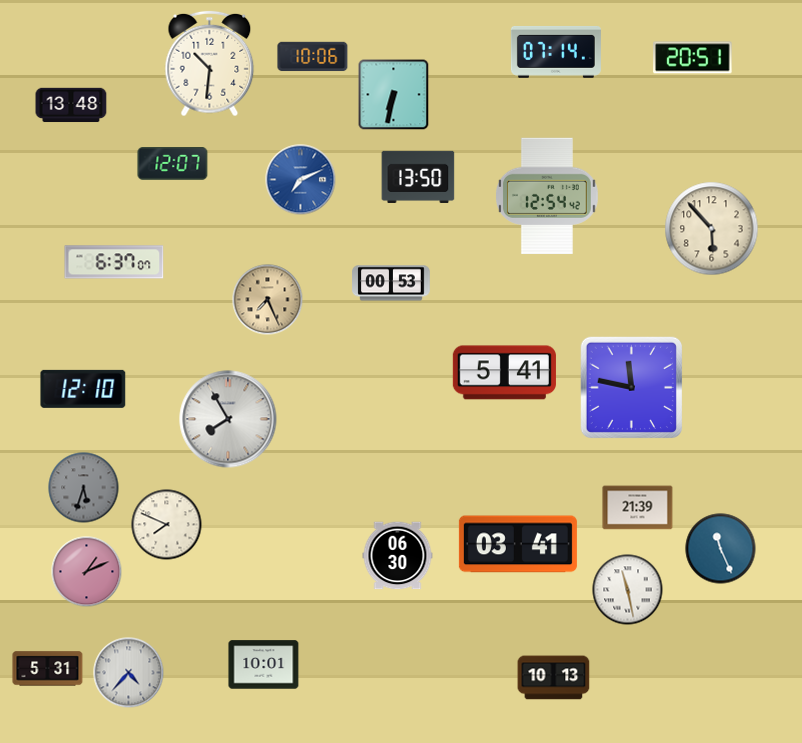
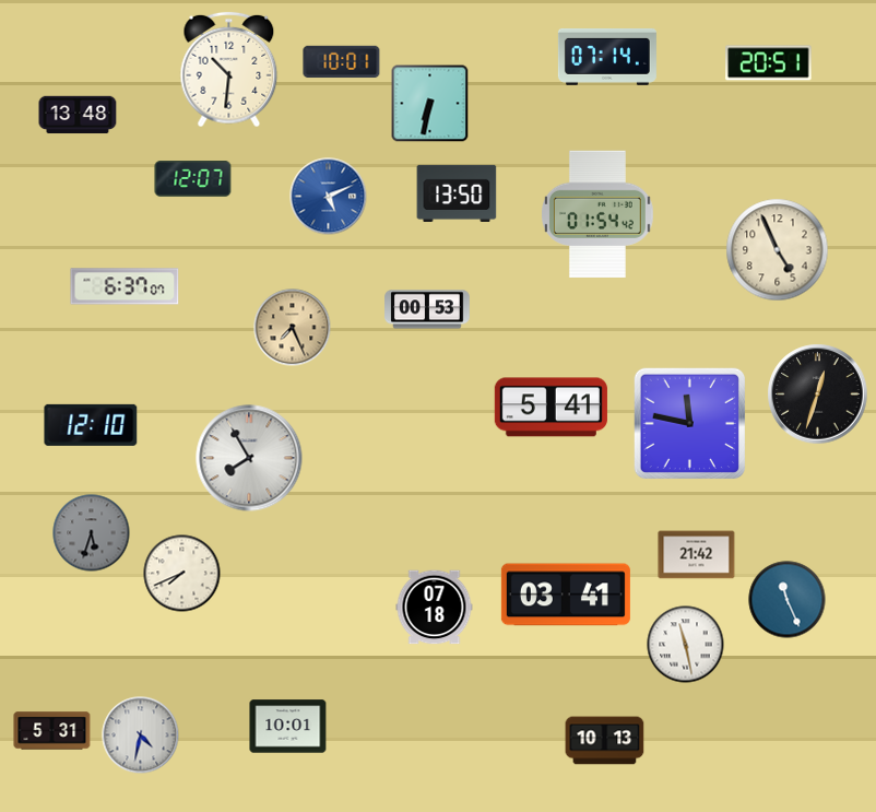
clock at (313, 57): 10:06 -> 10:01
clock at (693, 58) position: (693, 58) -> (769, 63)
clock at (173, 164) position: (173, 164) -> (193, 179)
clock at (301, 180): 7:11 -> 5:11
clock at (547, 195): 12:54 -> 01:54
clock at (712, 229): 5:53 -> 4:56
clock at (818, 395): none -> 12:33
clock at (638, 508): 21:39 -> 21:42
clock at (167, 525): 7:49 -> 7:41
clock at (398, 556): 06:30 -> 07:18
clock at (87, 572): 1:11 -> none
clock at (129, 673): 4:37 -> 4:32
